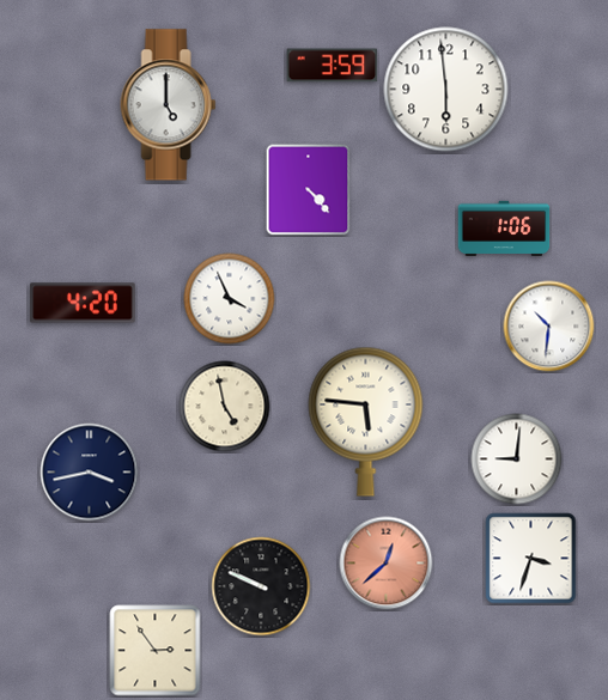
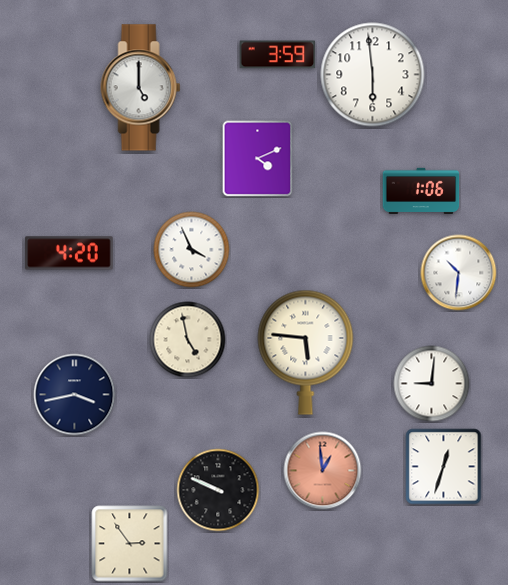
clock at (309, 190): 4:23 -> 4:11
clock at (531, 559): 3:33 -> 12:33
clock at (387, 564): 12:38 -> 12:59
